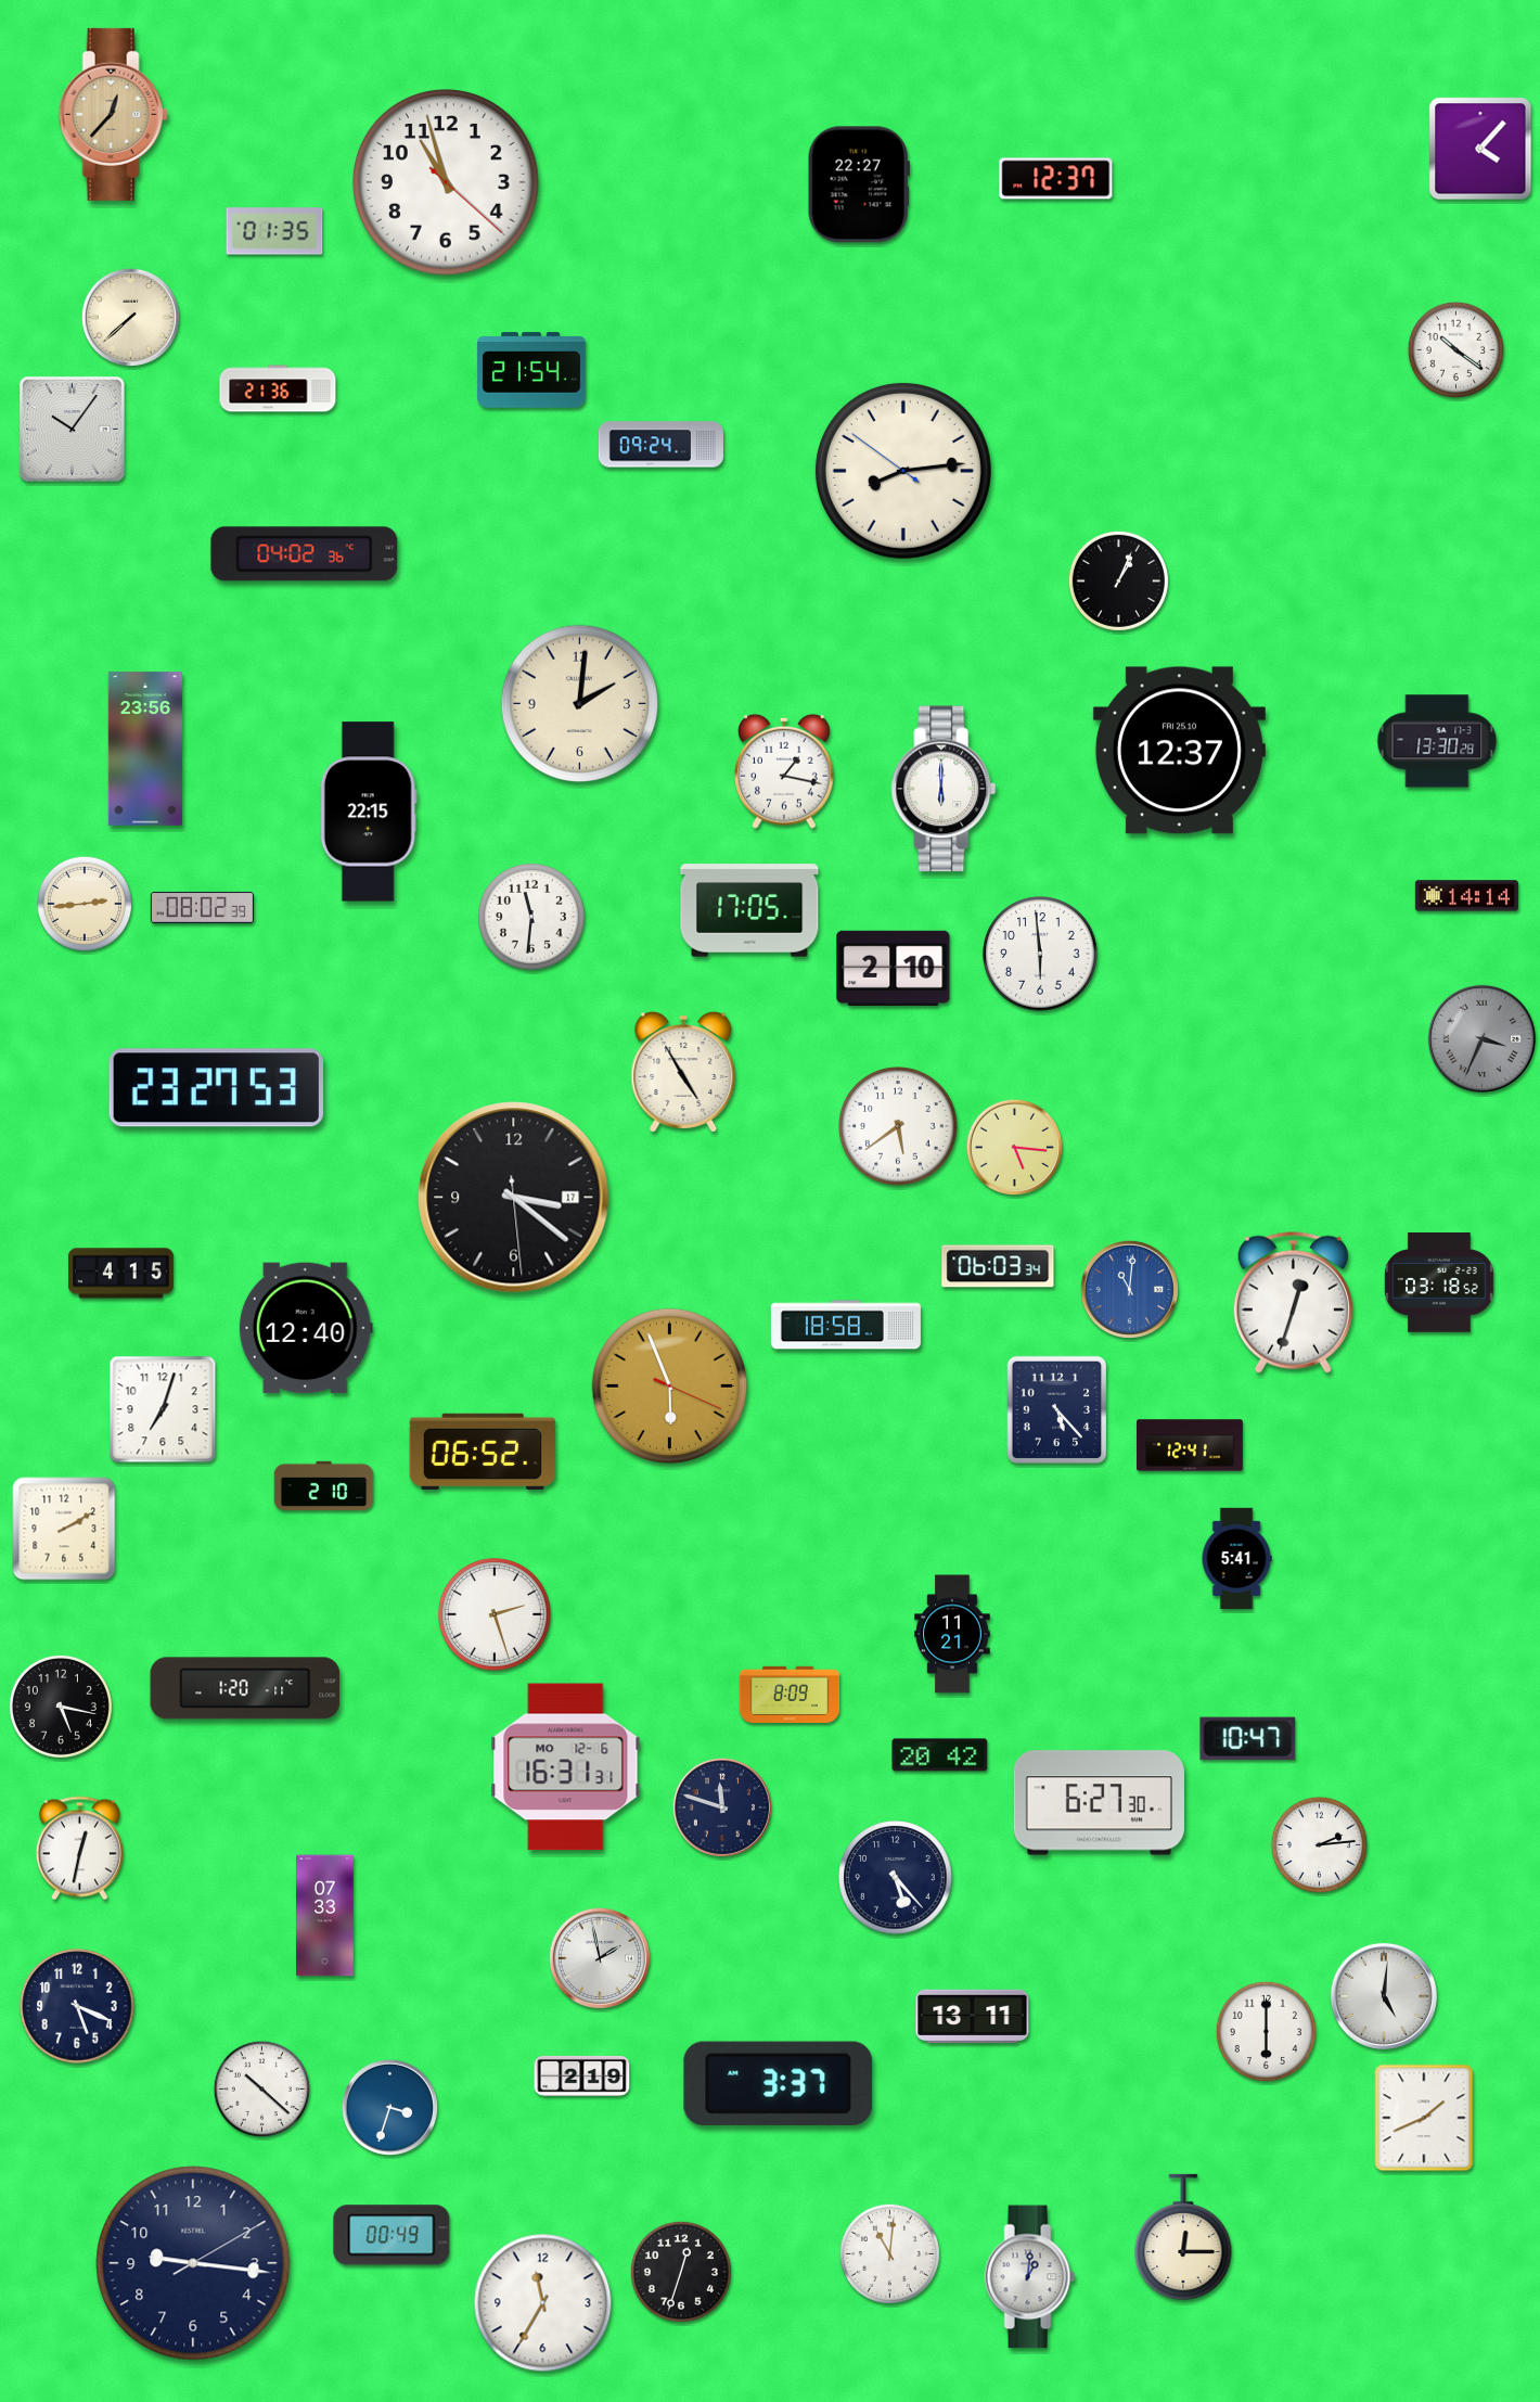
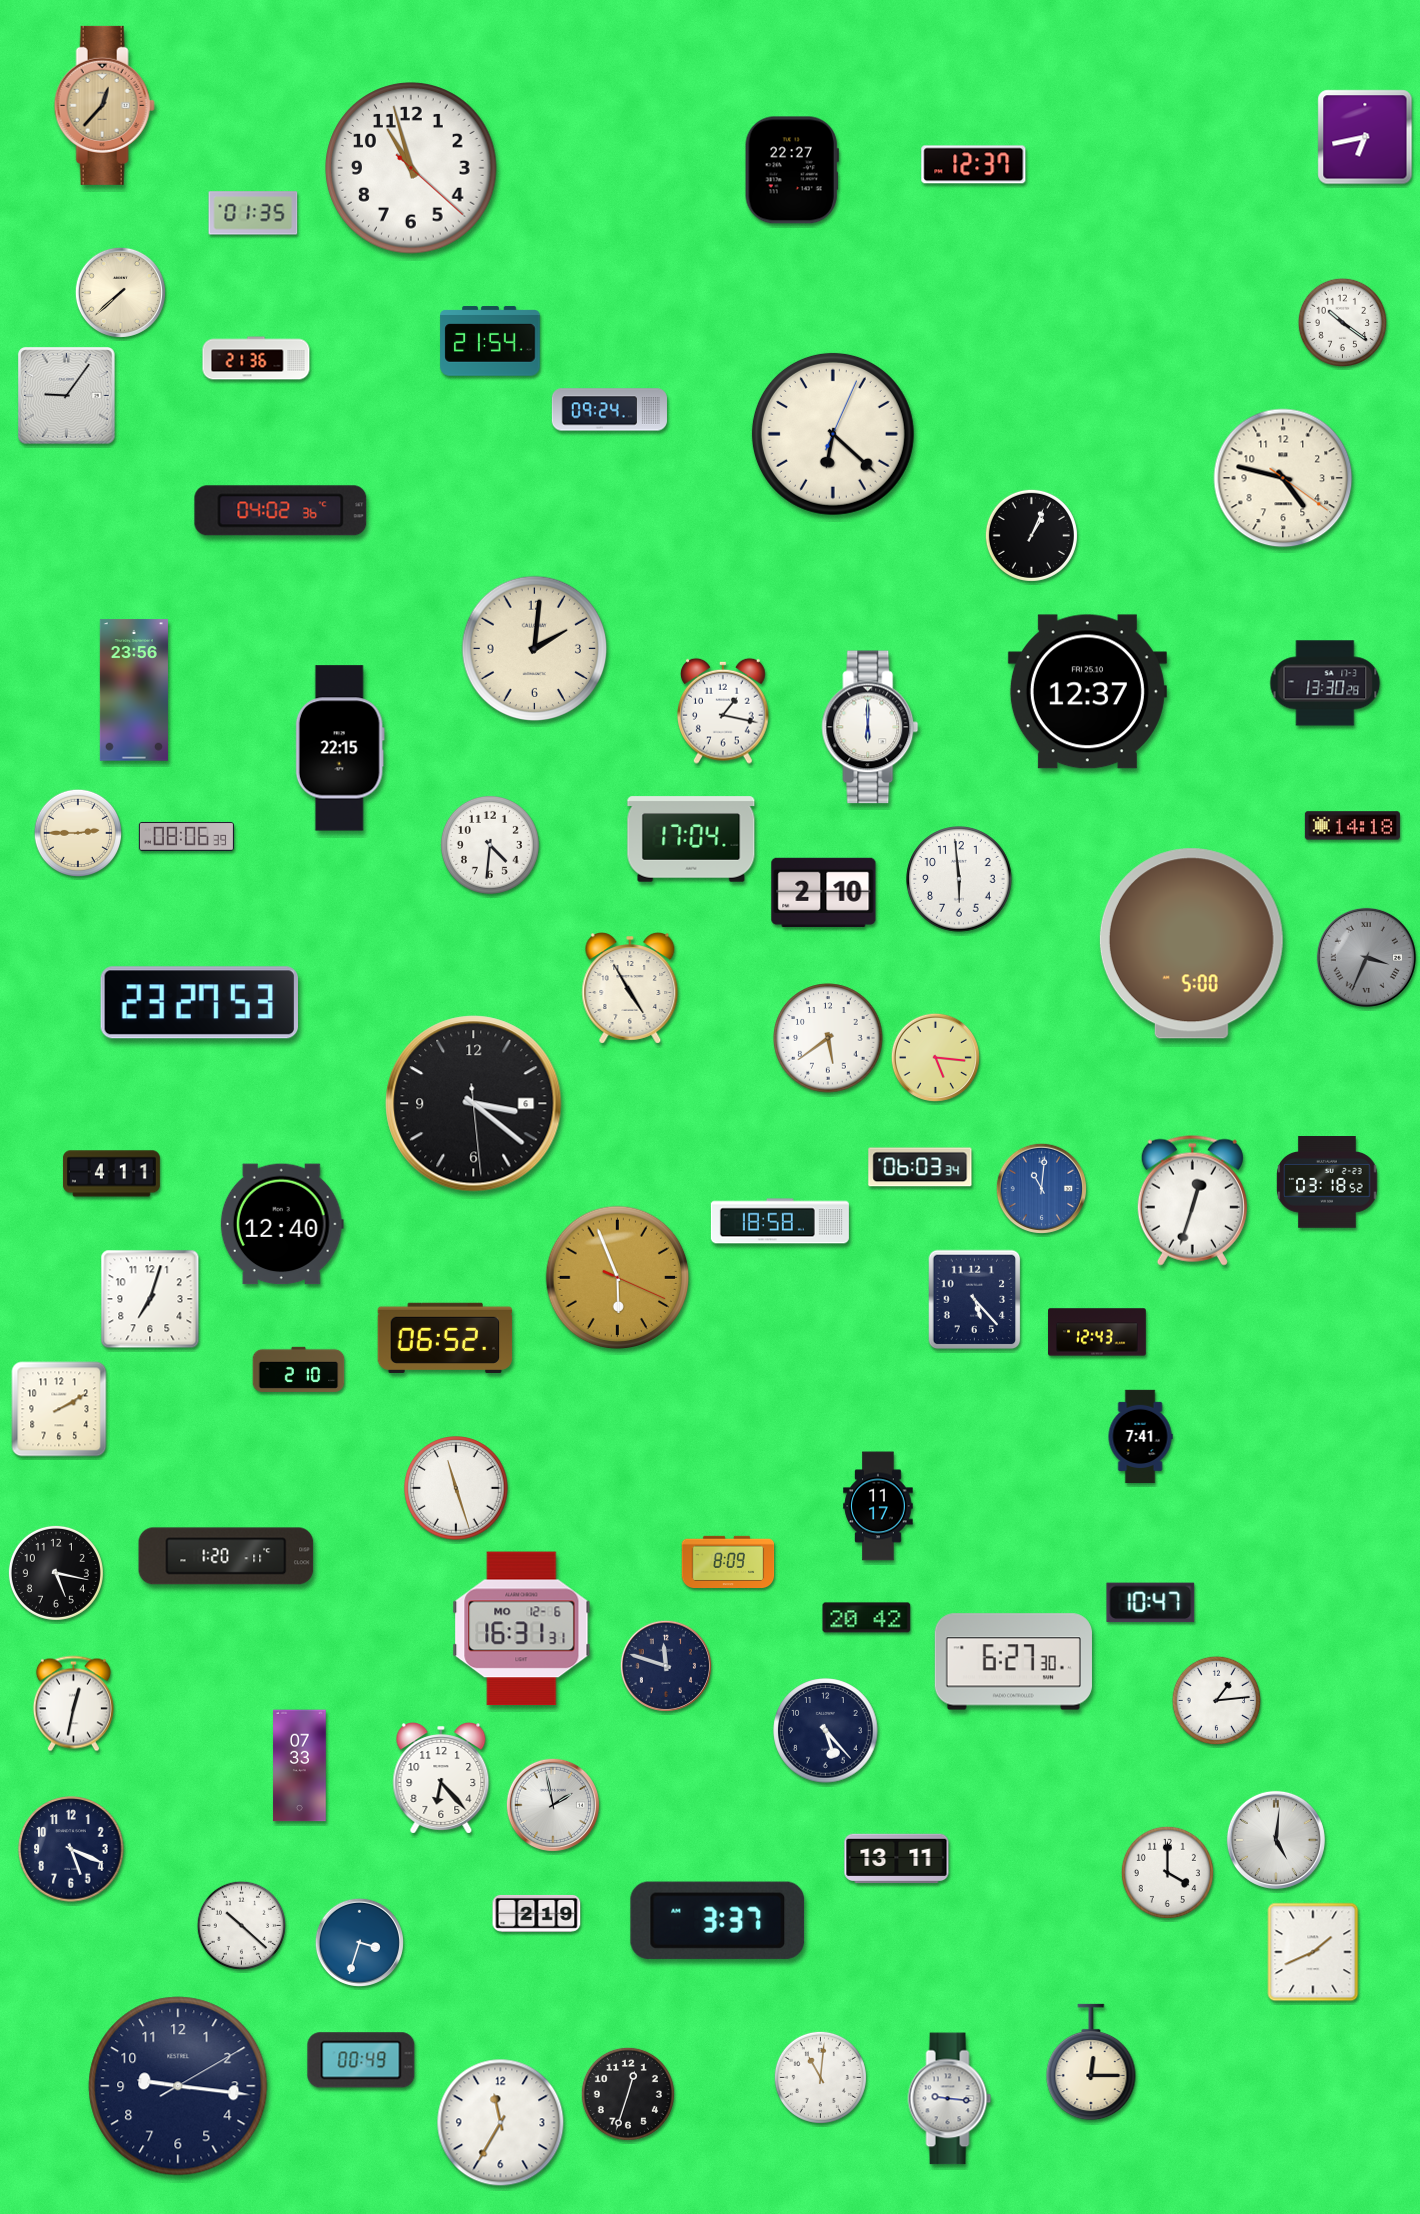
clock at (1480, 149): 4:07 -> 6:43
clock at (73, 430): 10:06 -> 9:06
clock at (903, 471): 8:13 -> 6:22
clock at (1283, 478): none -> 4:47
clock at (1466, 896): 14:14 -> 14:18
clock at (85, 904): 2:44 -> 2:45
clock at (202, 907): 08:02 -> 08:06
clock at (749, 910): 17:05 -> 17:04
clock at (531, 917): 11:31 -> 4:31
clock at (1191, 944): none -> 5:00
clock at (514, 1198) date: 17 -> 6
clock at (120, 1274): 4:15 -> 4:11
clock at (1190, 1445): 12:41 -> 12:43
clock at (1236, 1559): 5:41 -> 7:41
clock at (495, 1614): 2:27 -> 11:27
clock at (952, 1634): 11:21 -> 11:17
clock at (1319, 1844): 2:14 -> 1:14
clock at (441, 1778): none -> 6:23
clock at (1266, 2031): 6:00 -> 4:00
clock at (1030, 2277): 1:01 -> 9:16
